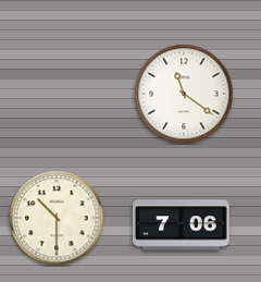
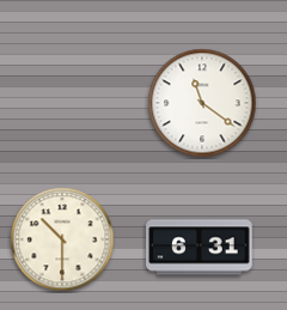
clock at (182, 225): 7:06 -> 6:31
